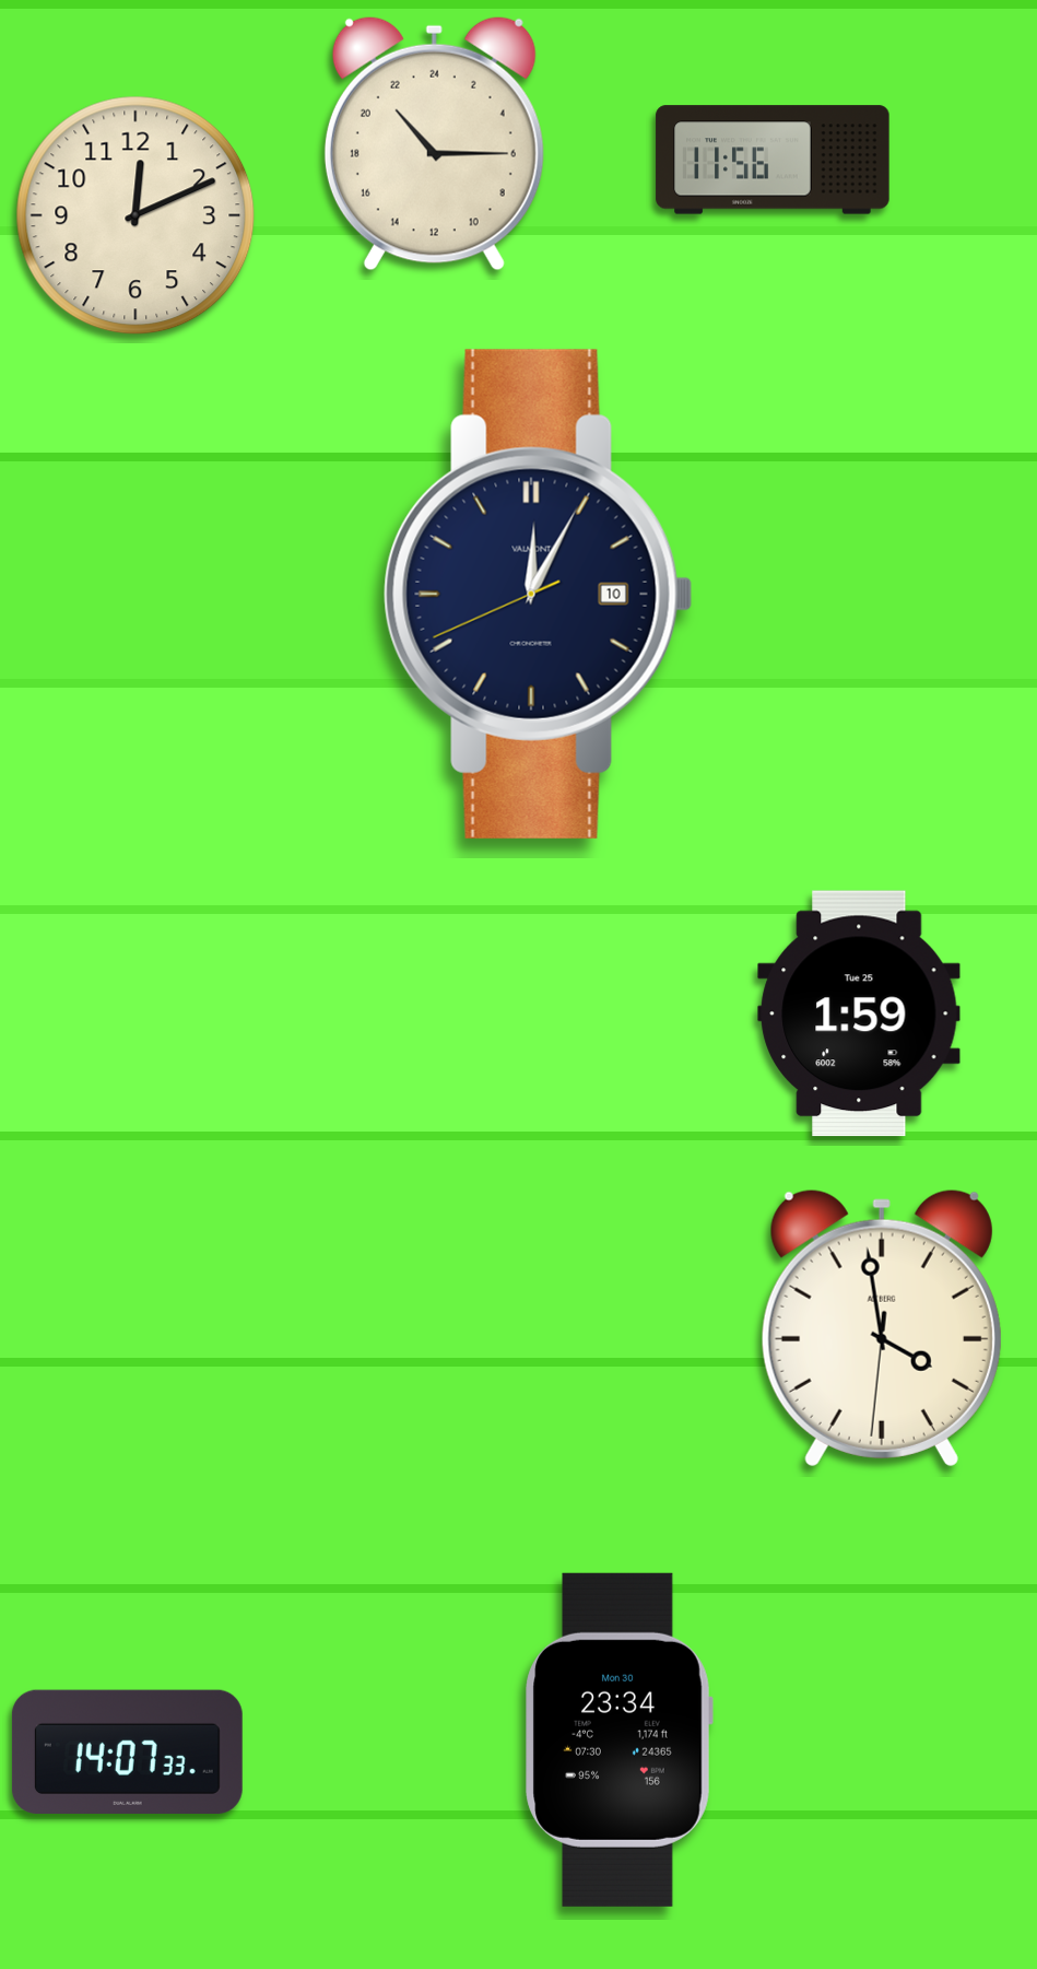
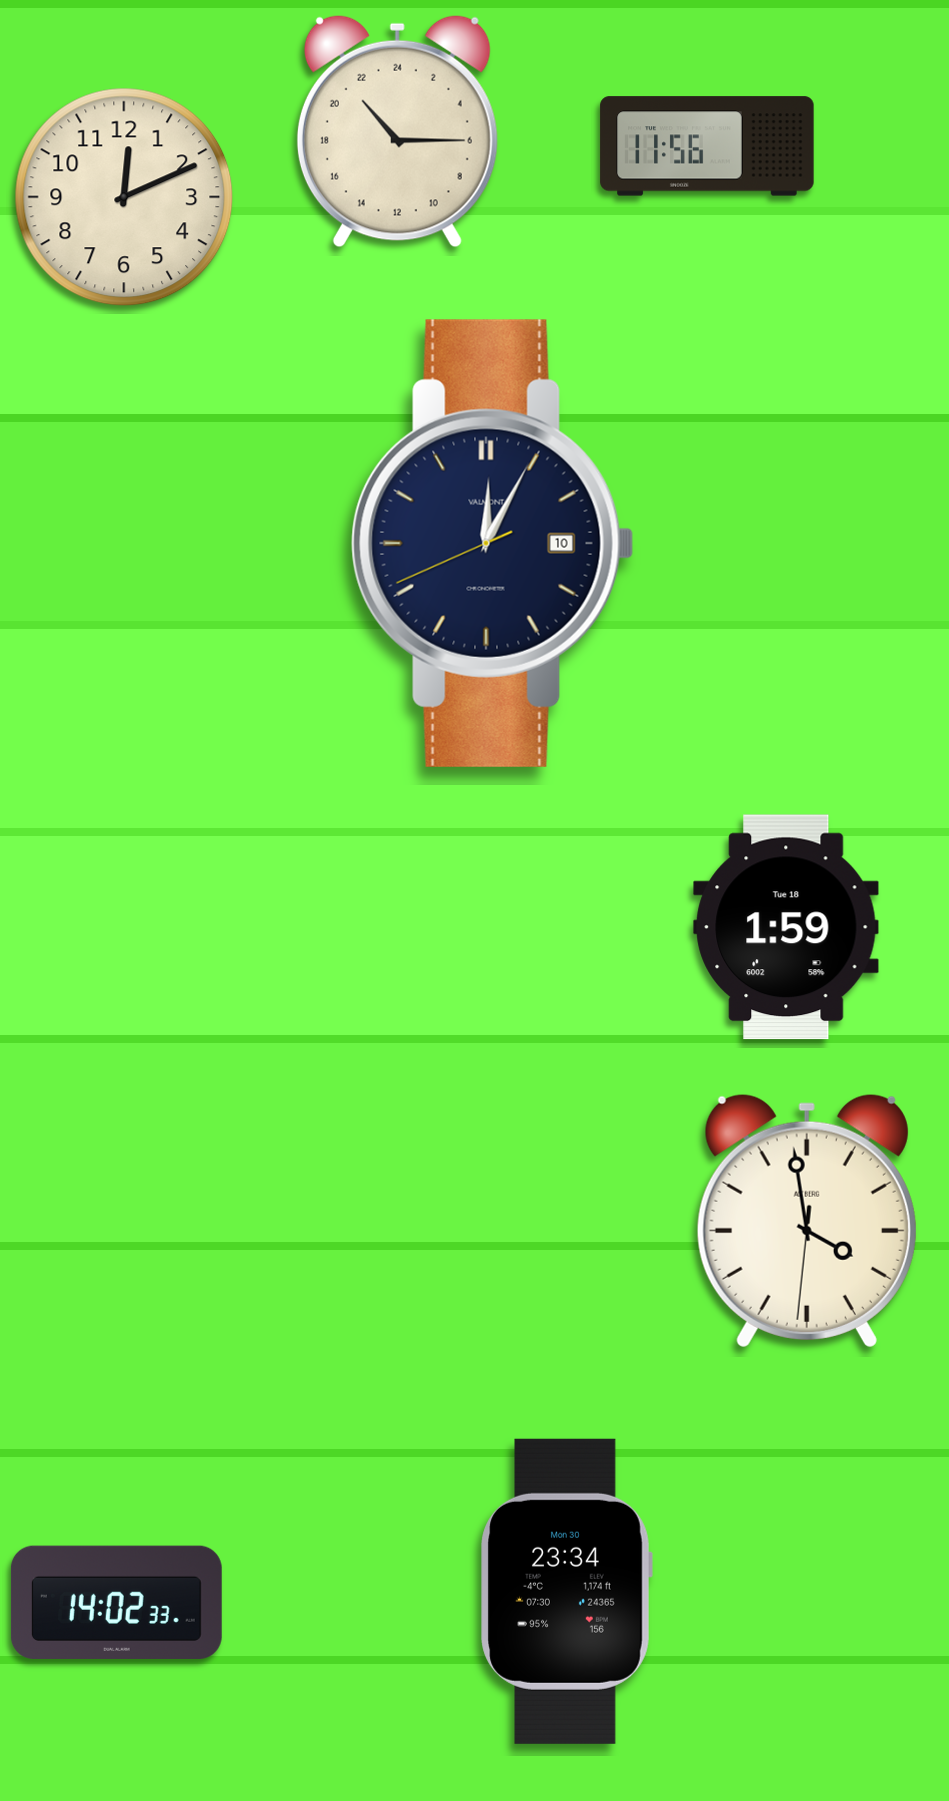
clock at (859, 1013) date: Tue 25 -> Tue 18
clock at (882, 1327) position: (882, 1327) -> (807, 1220)
clock at (127, 1751): 14:07 -> 14:02
